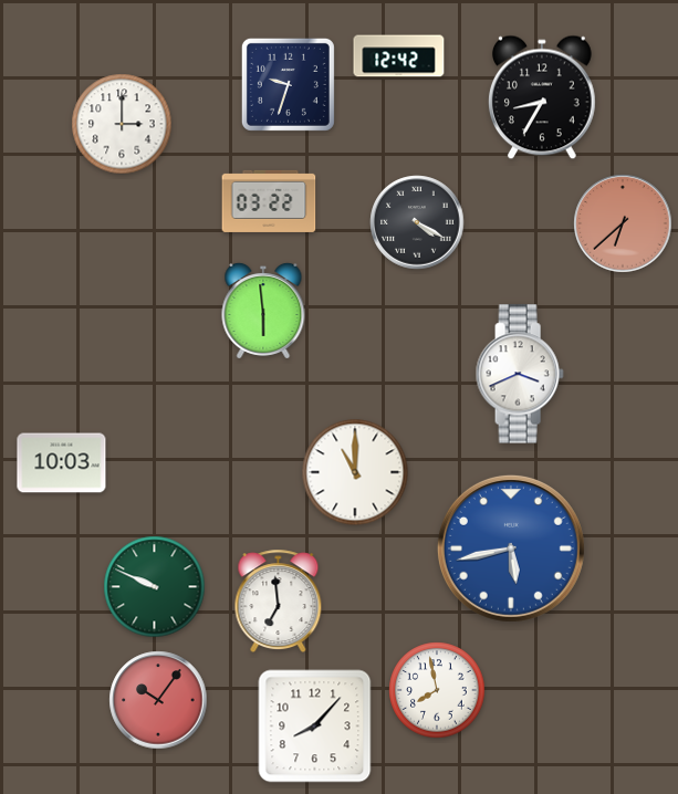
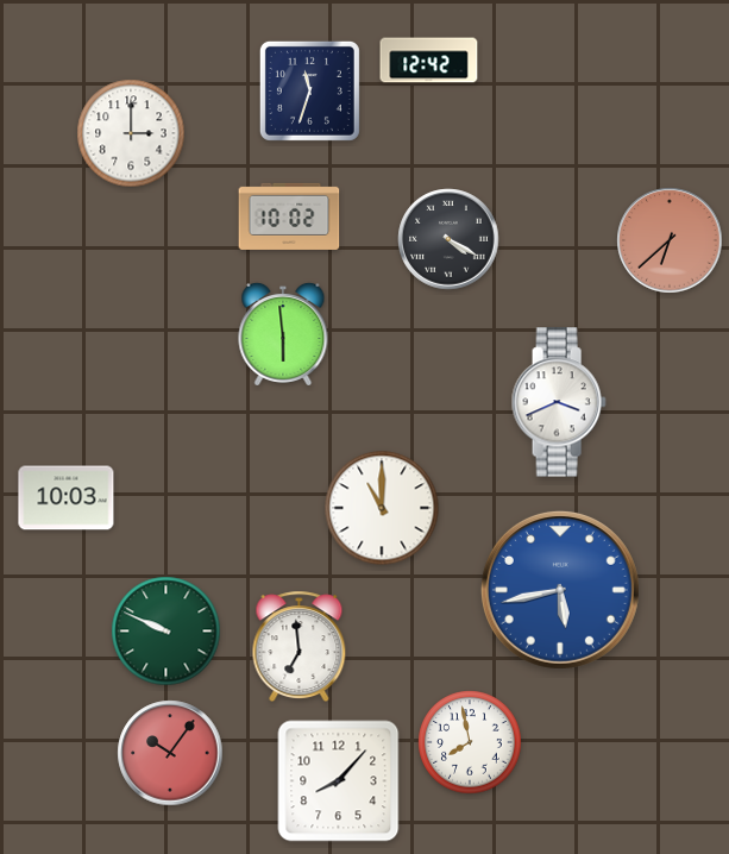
clock at (288, 84): 9:33 -> 11:33
clock at (542, 97): 8:35 -> none
clock at (269, 201): 03:22 -> 10:02
clock at (511, 549) position: (511, 549) -> (560, 590)
